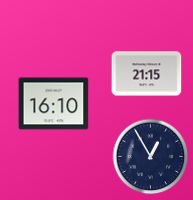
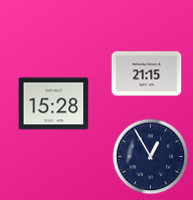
clock at (54, 104): 16:10 -> 15:28
